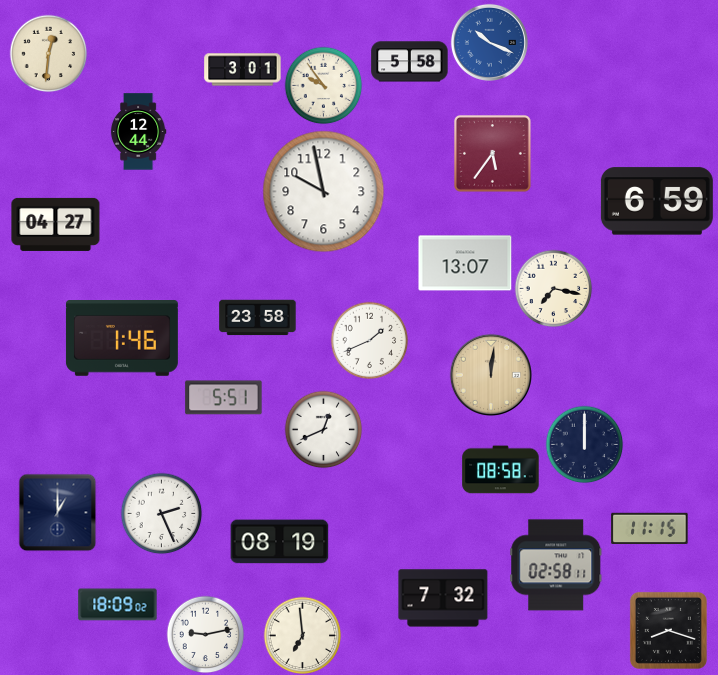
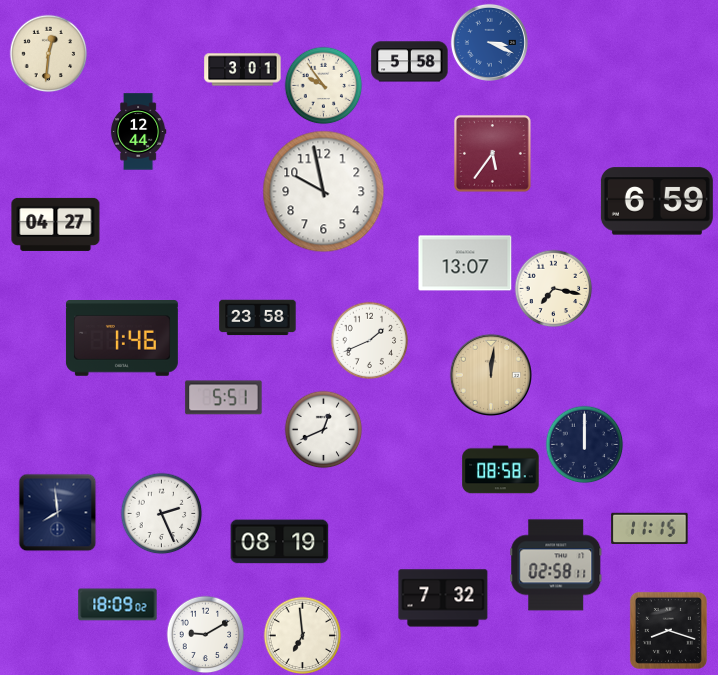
clock at (489, 42): 10:19 -> 3:19
clock at (57, 512): 1:00 -> 7:59
clock at (205, 634): 9:13 -> 9:10
